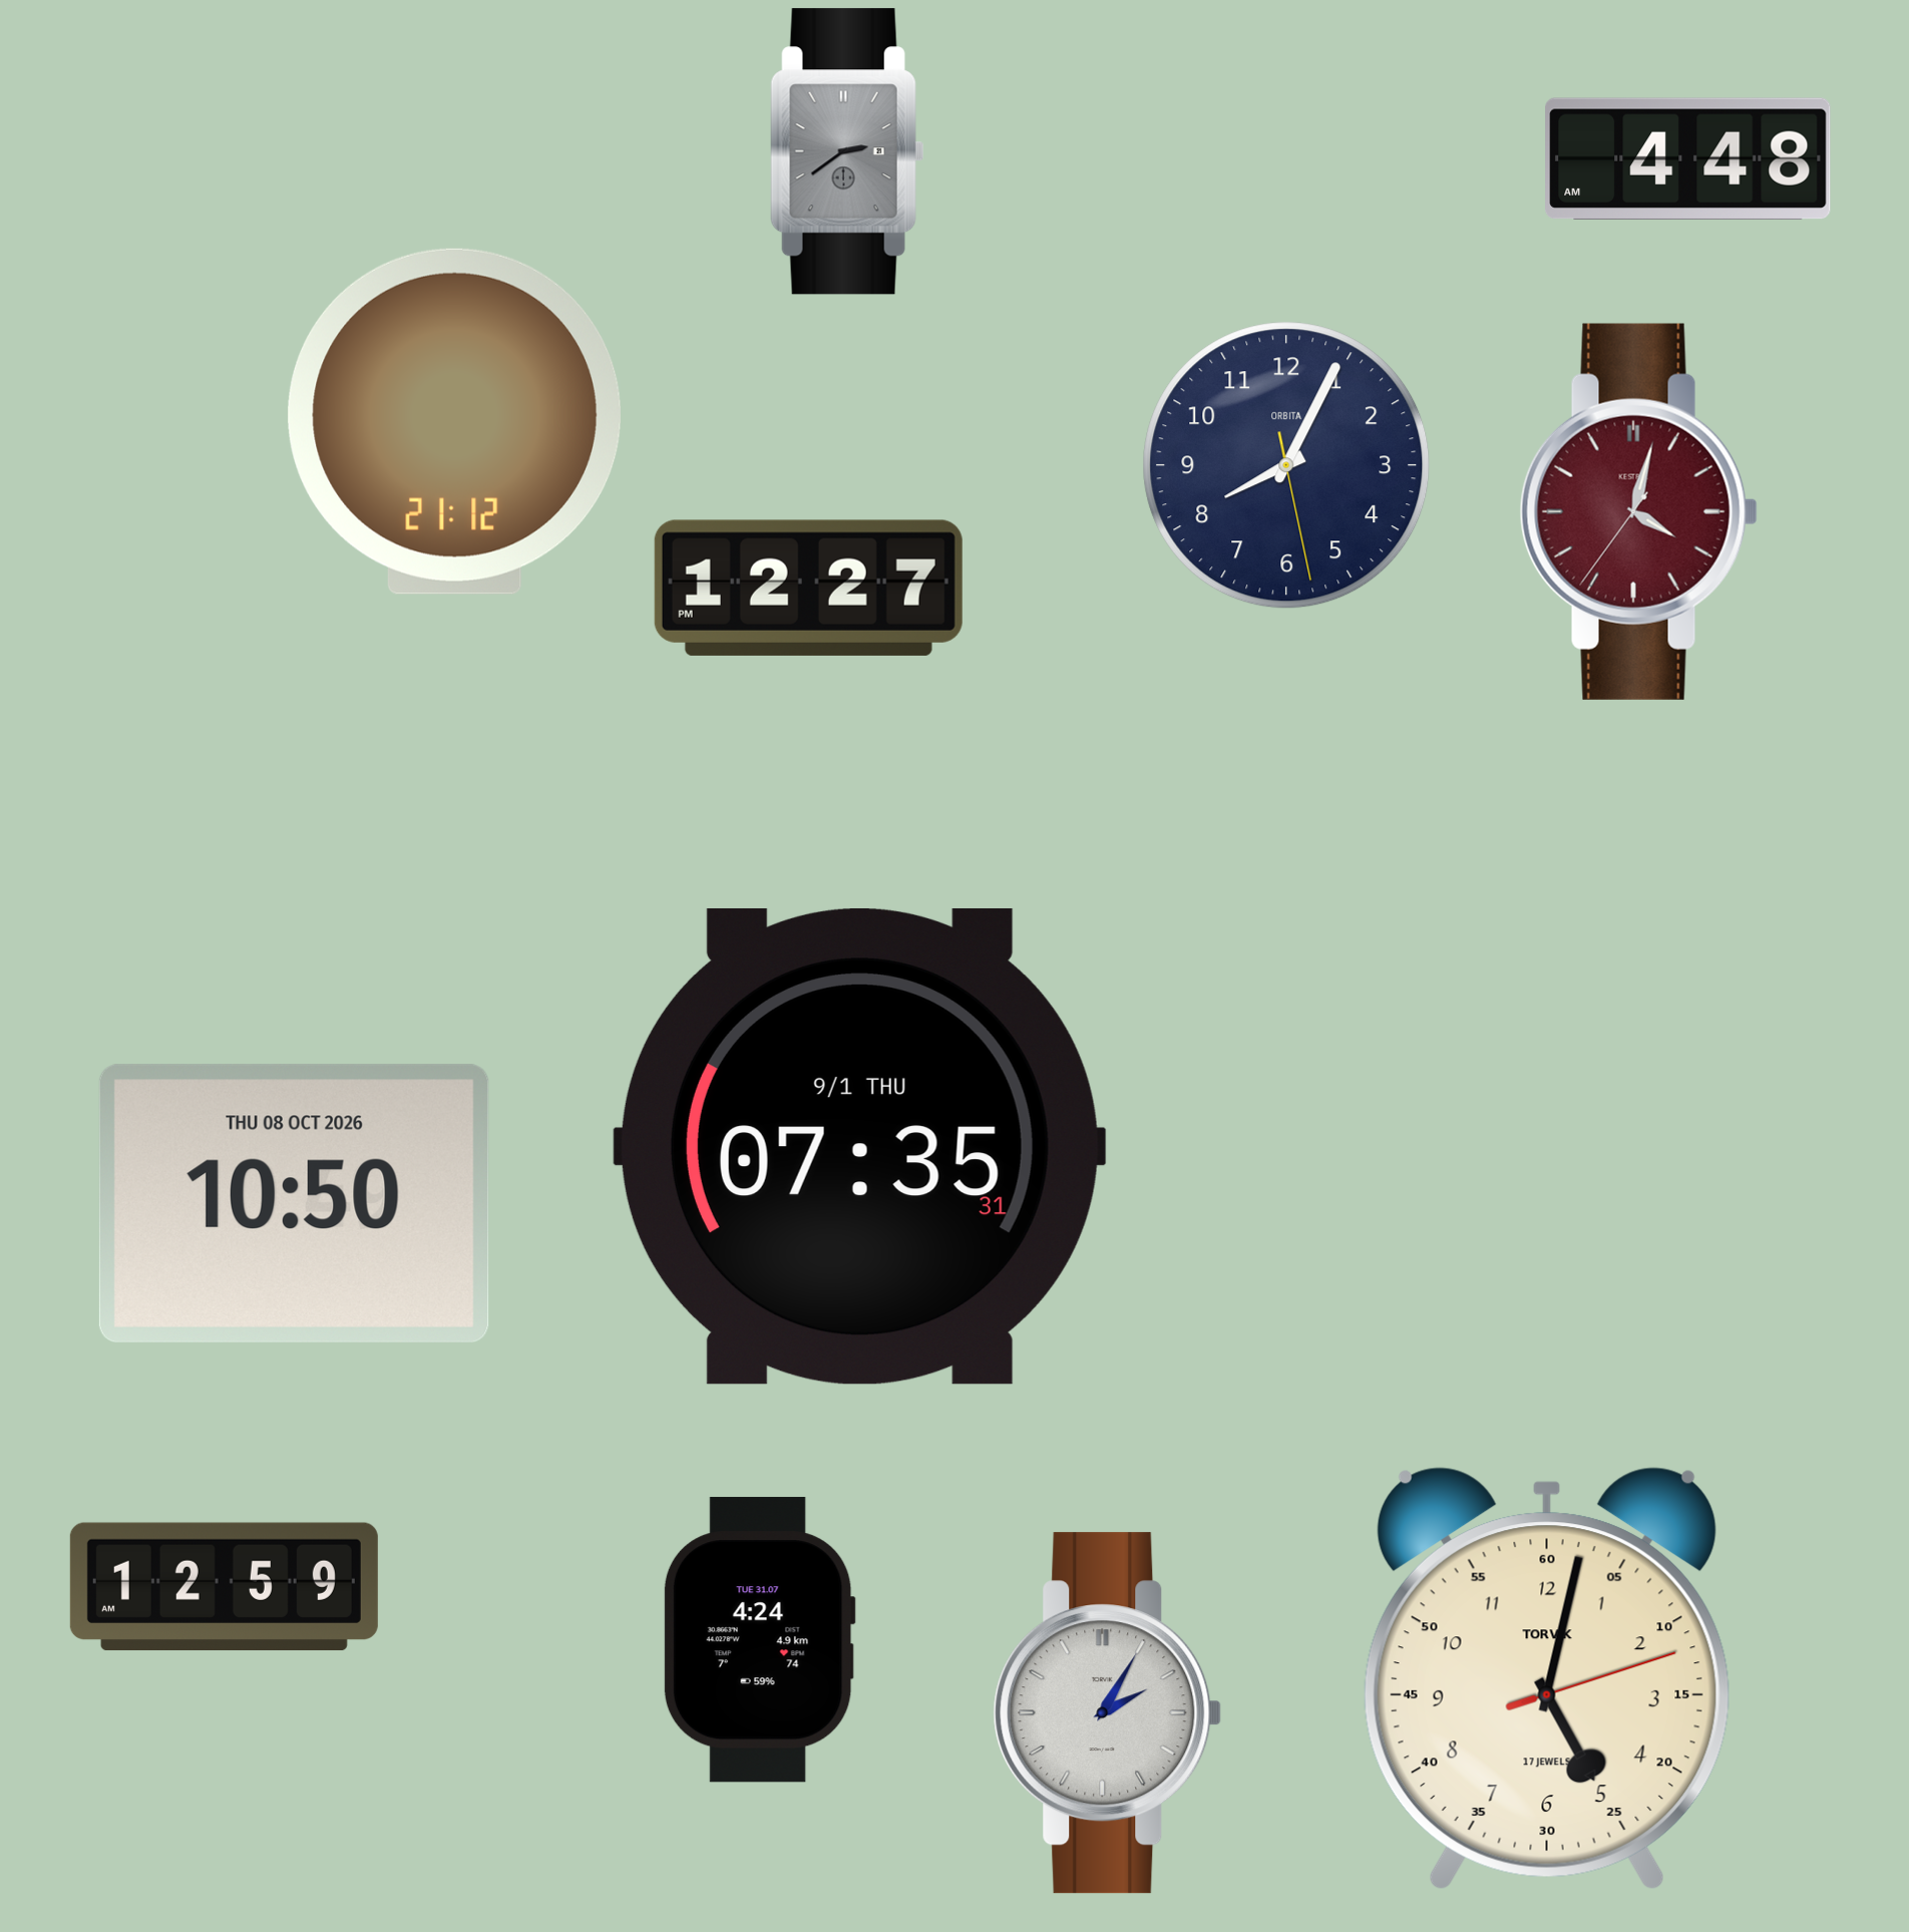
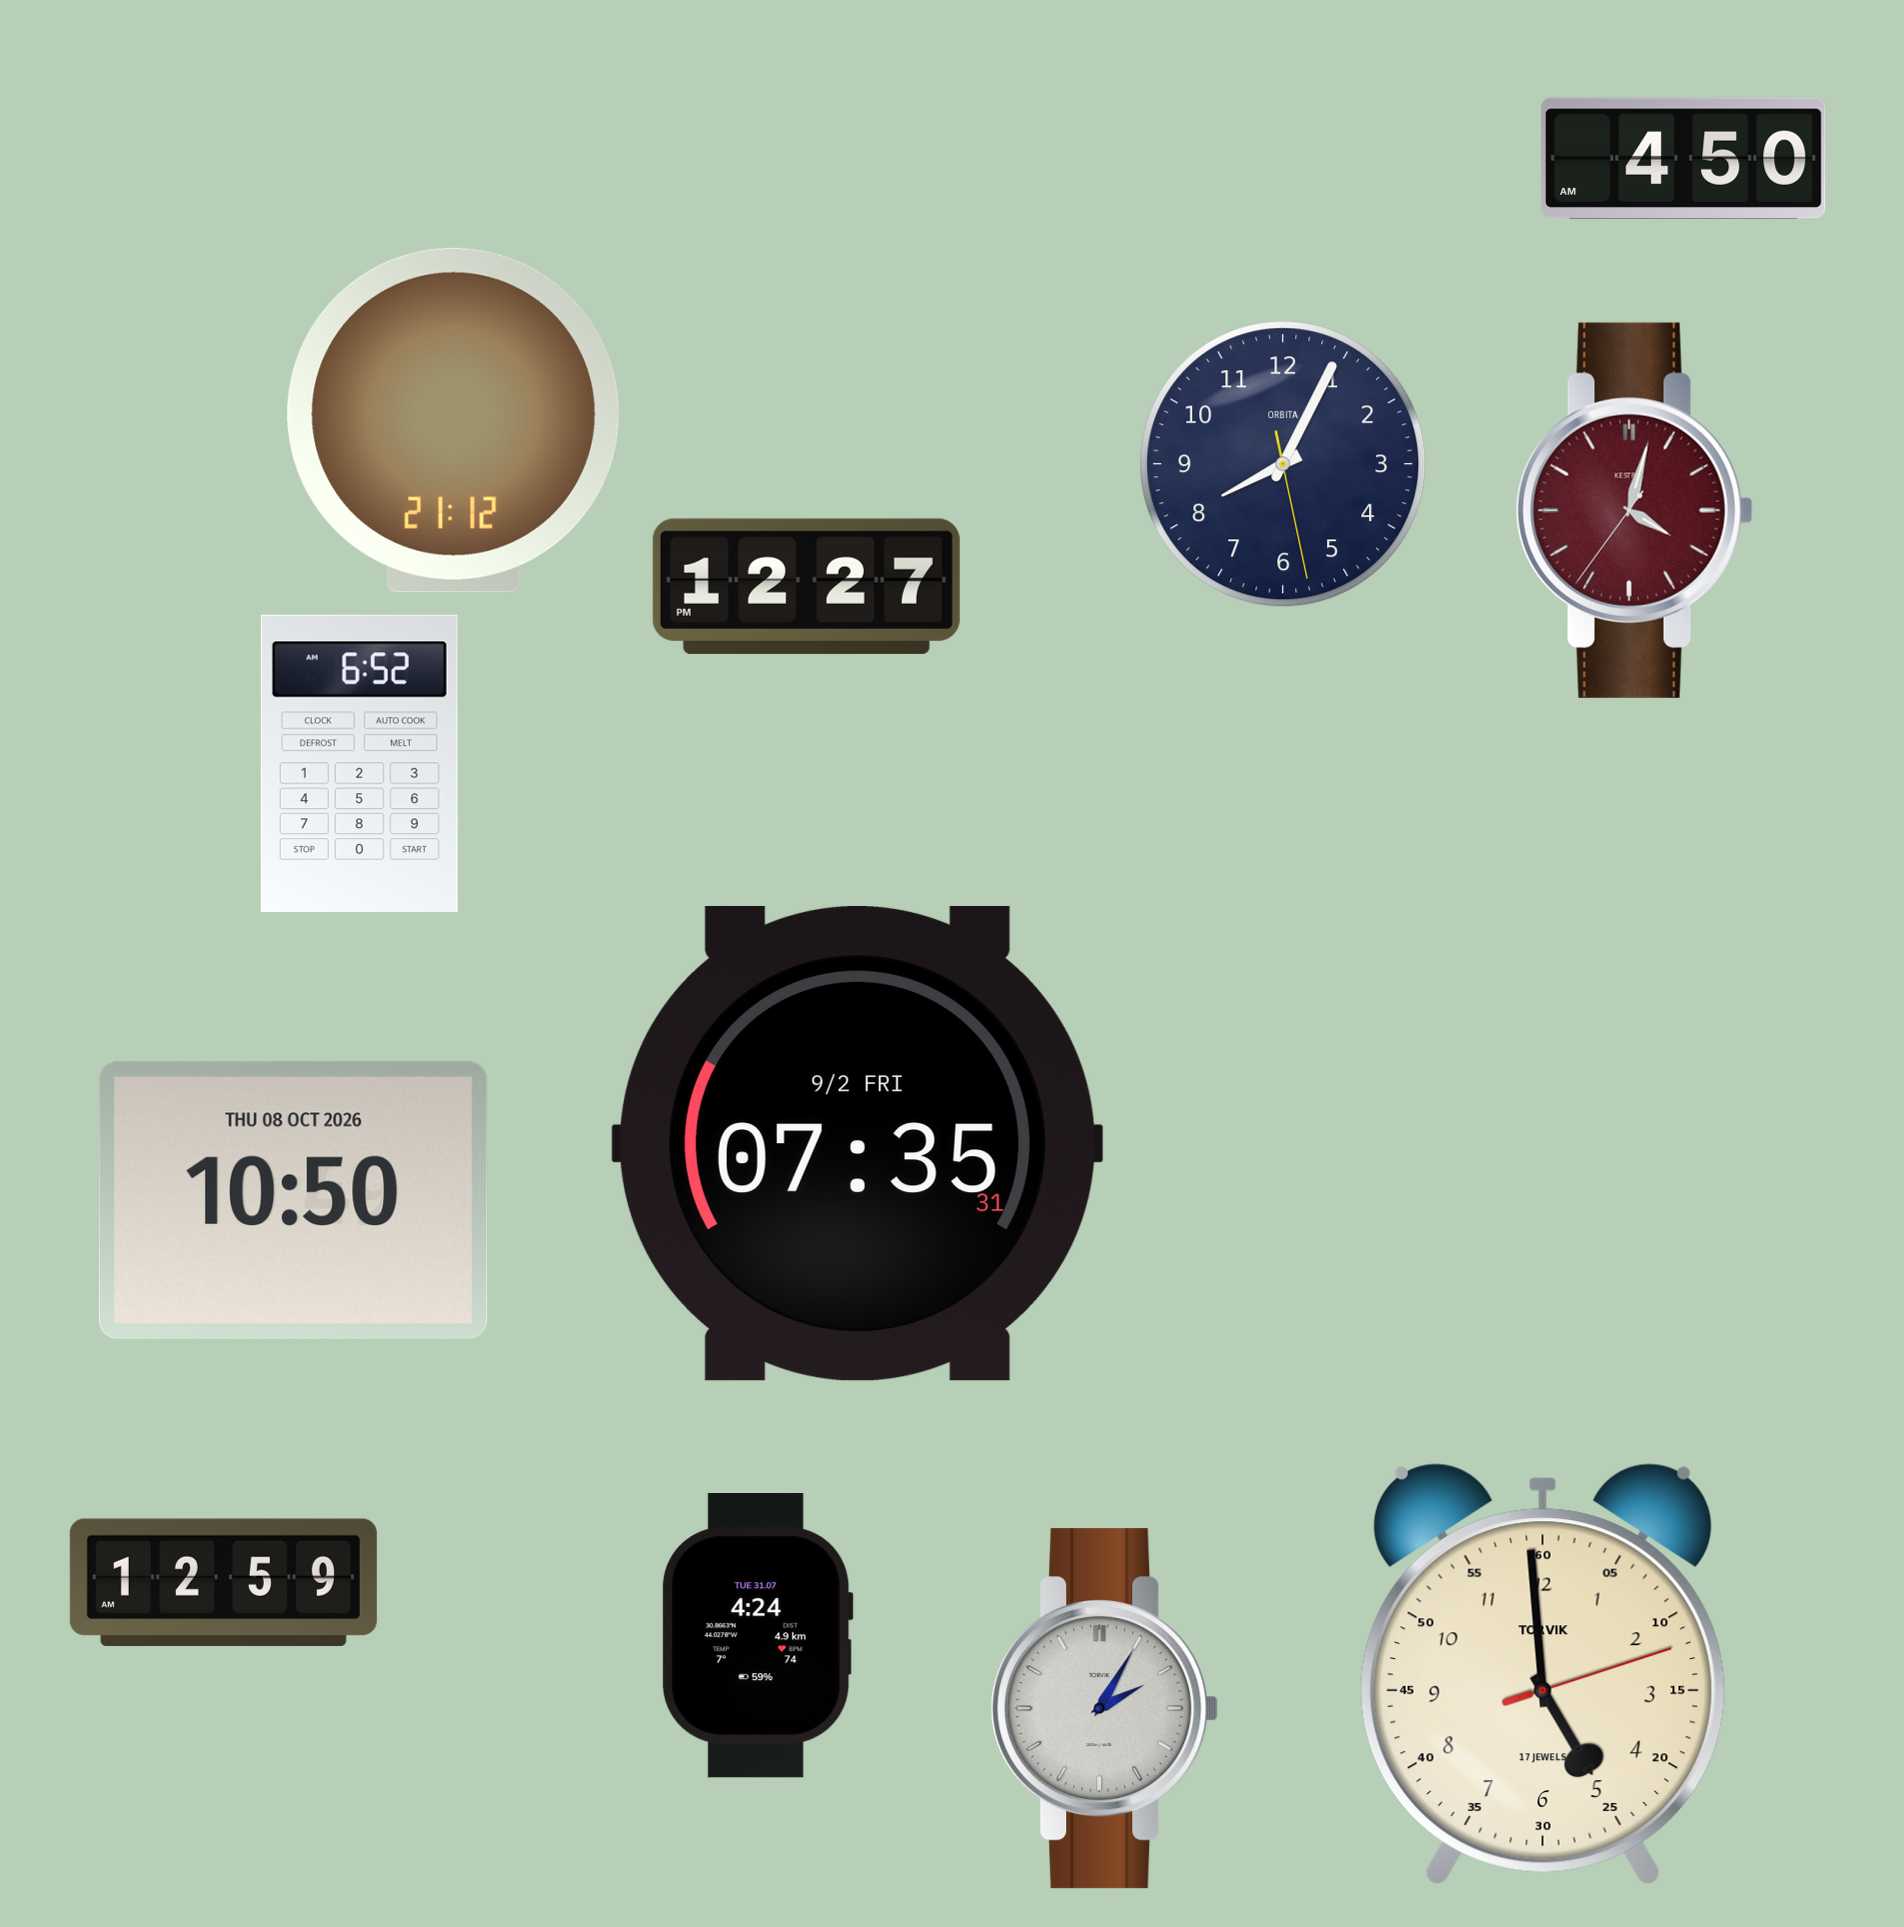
clock at (847, 151): 2:39 -> none
clock at (1688, 158): 4:48 -> 4:50
clock at (359, 763): none -> 6:52
clock at (859, 1146) date: 9/1 THU -> 9/2 FRI
clock at (1547, 1678): 5:02 -> 4:59
